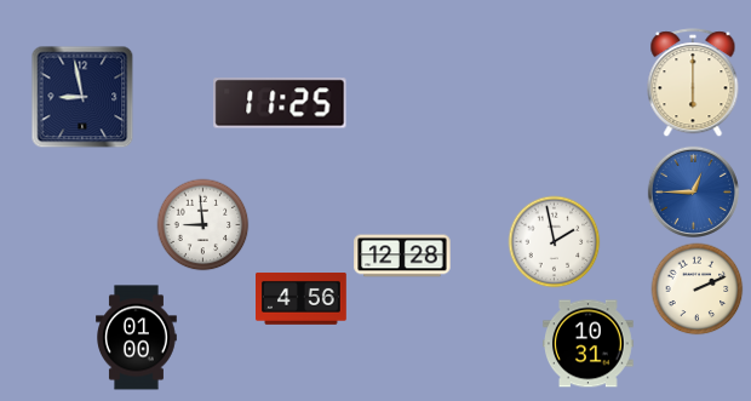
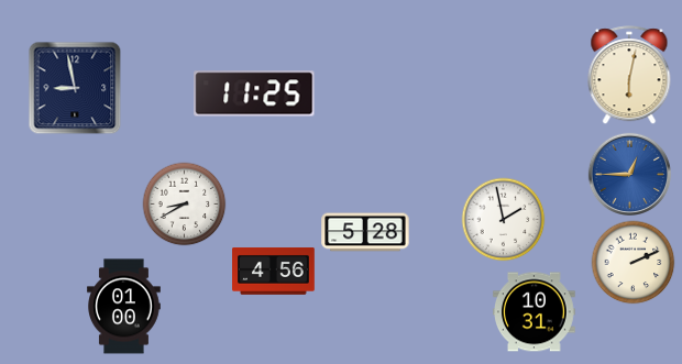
clock at (693, 84): 6:00 -> 6:02
clock at (203, 225): 8:59 -> 8:40
clock at (402, 256): 12:28 -> 5:28
